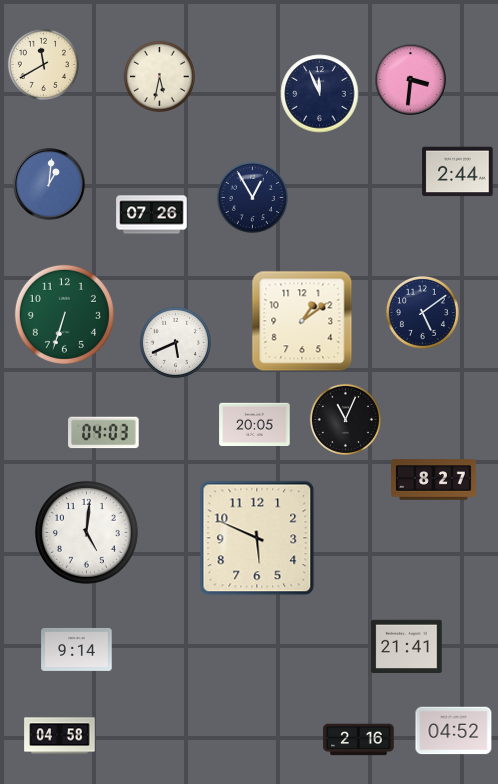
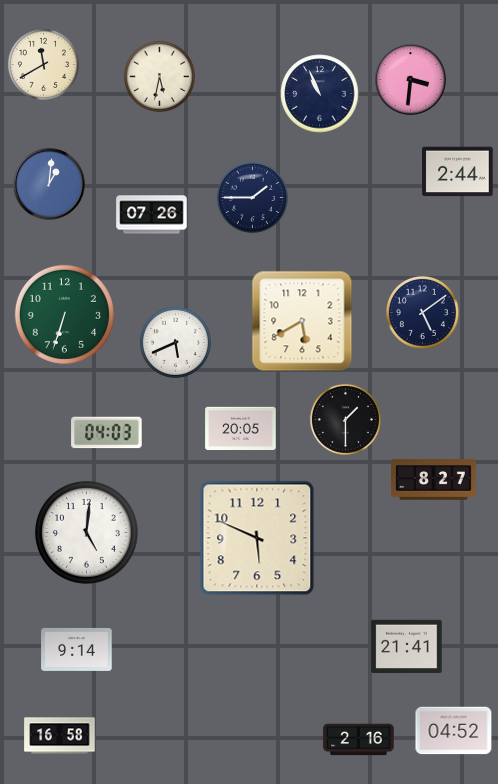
clock at (320, 94): 11:56 -> 10:56
clock at (252, 197): 12:55 -> 1:45
clock at (302, 321): 1:09 -> 5:40
clock at (345, 419): 11:04 -> 1:30
clock at (255, 425) position: (255, 425) -> (241, 429)
clock at (104, 433) position: (104, 433) -> (107, 433)
clock at (60, 736): 04:58 -> 16:58
